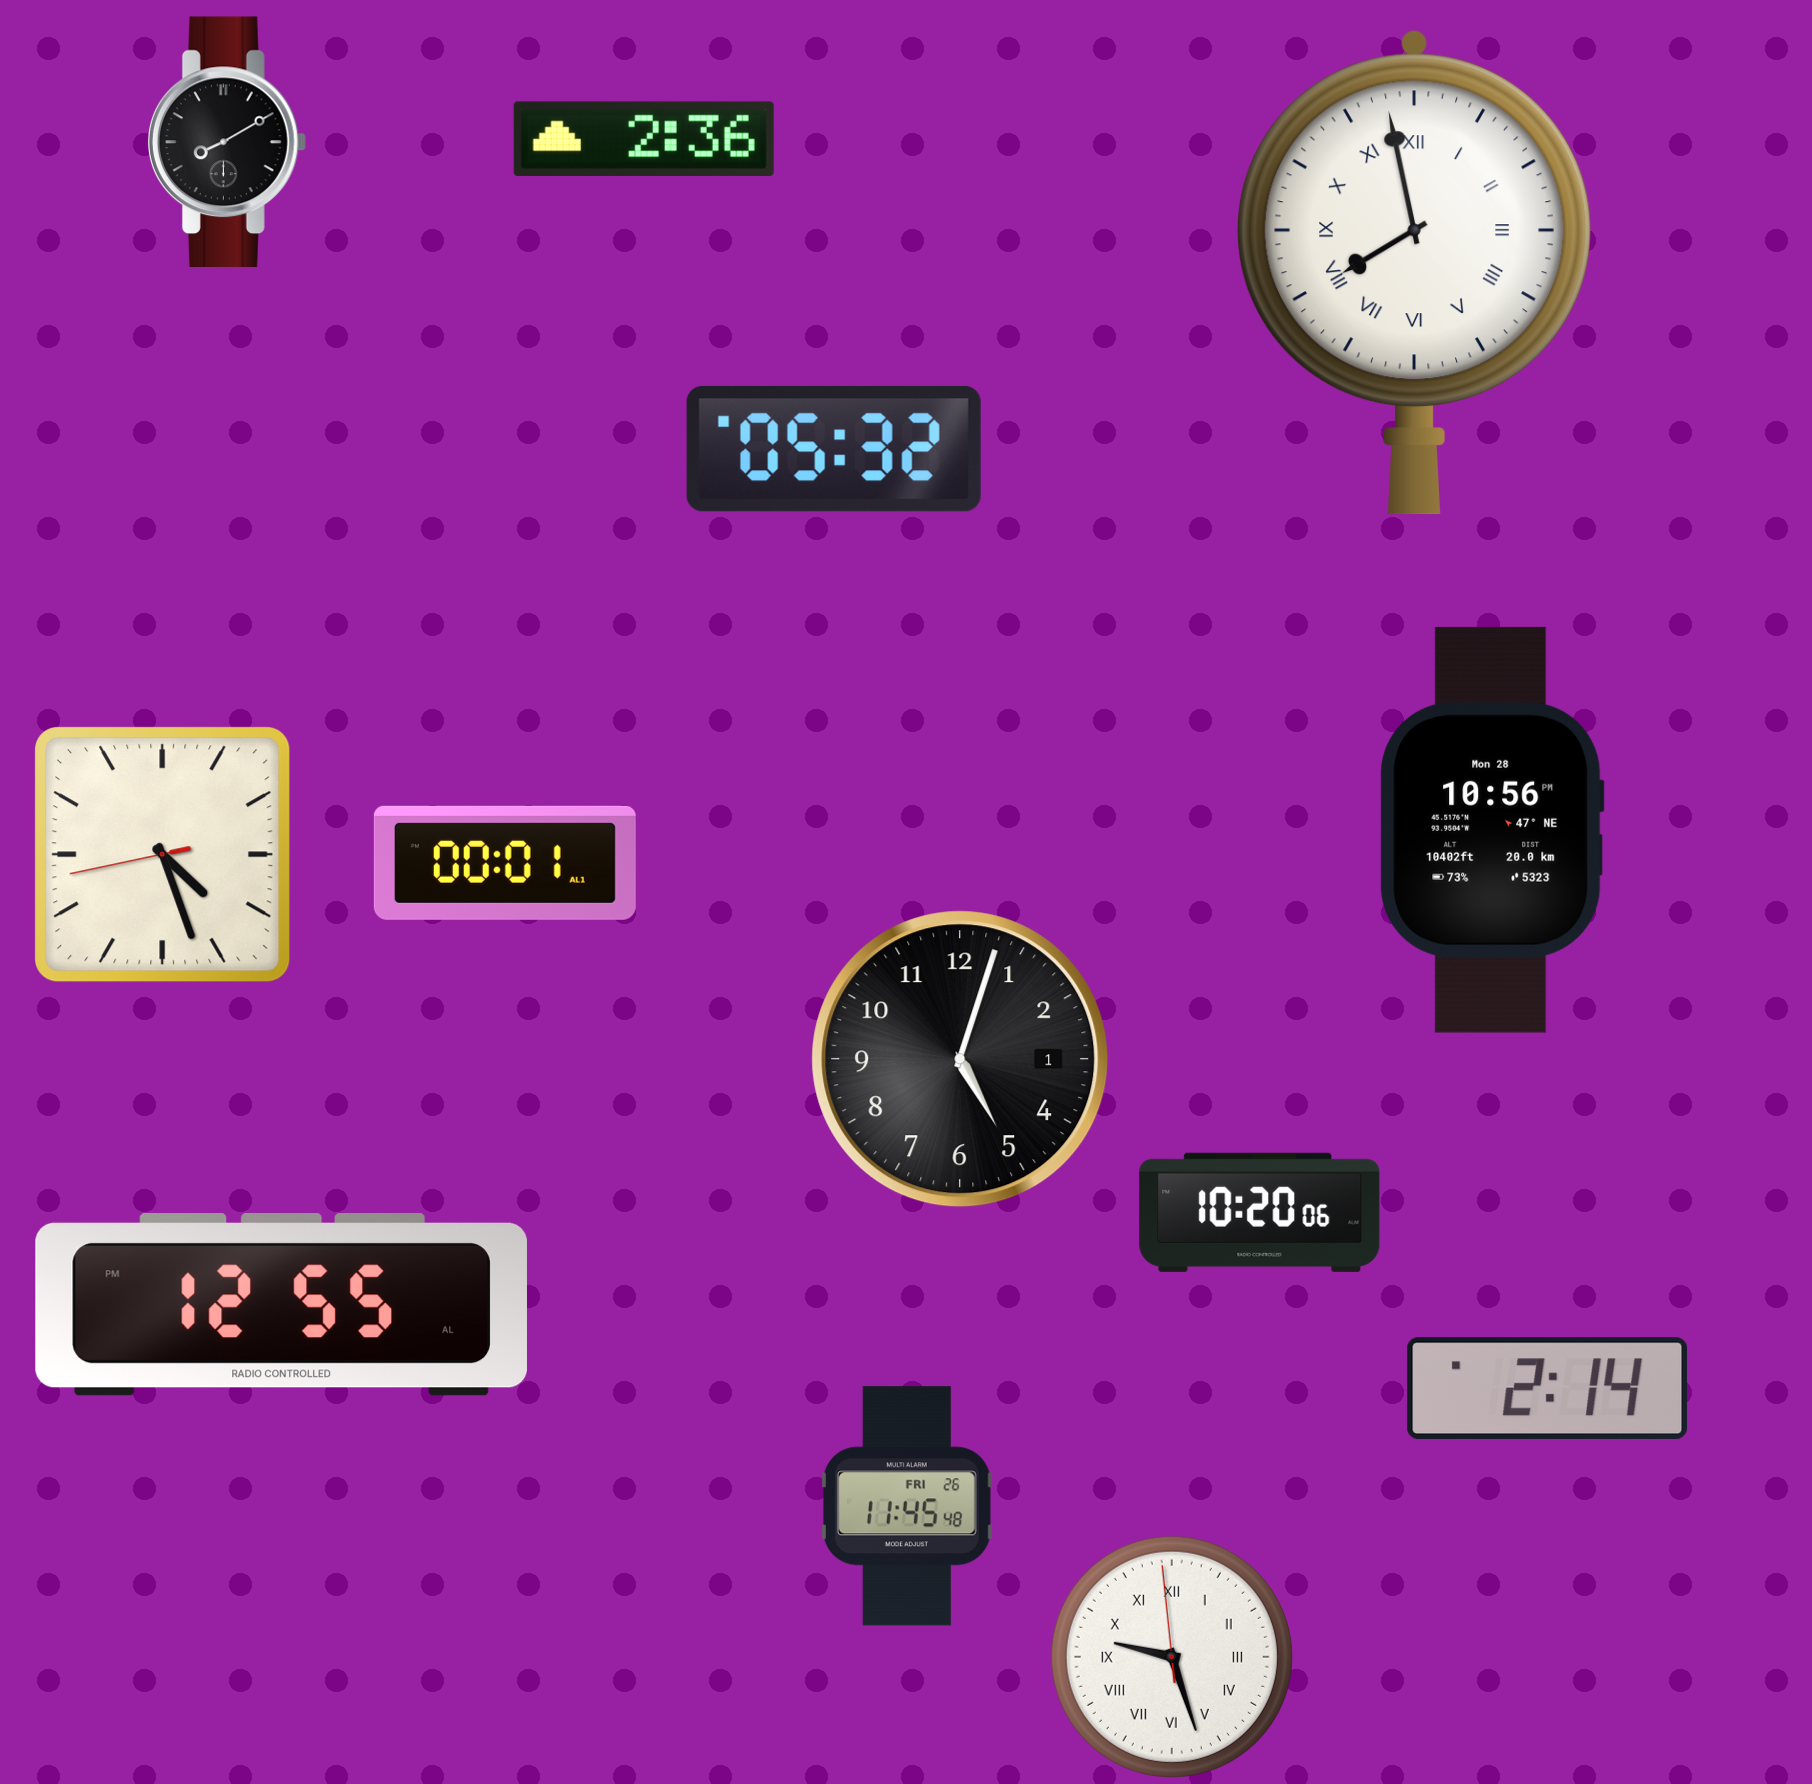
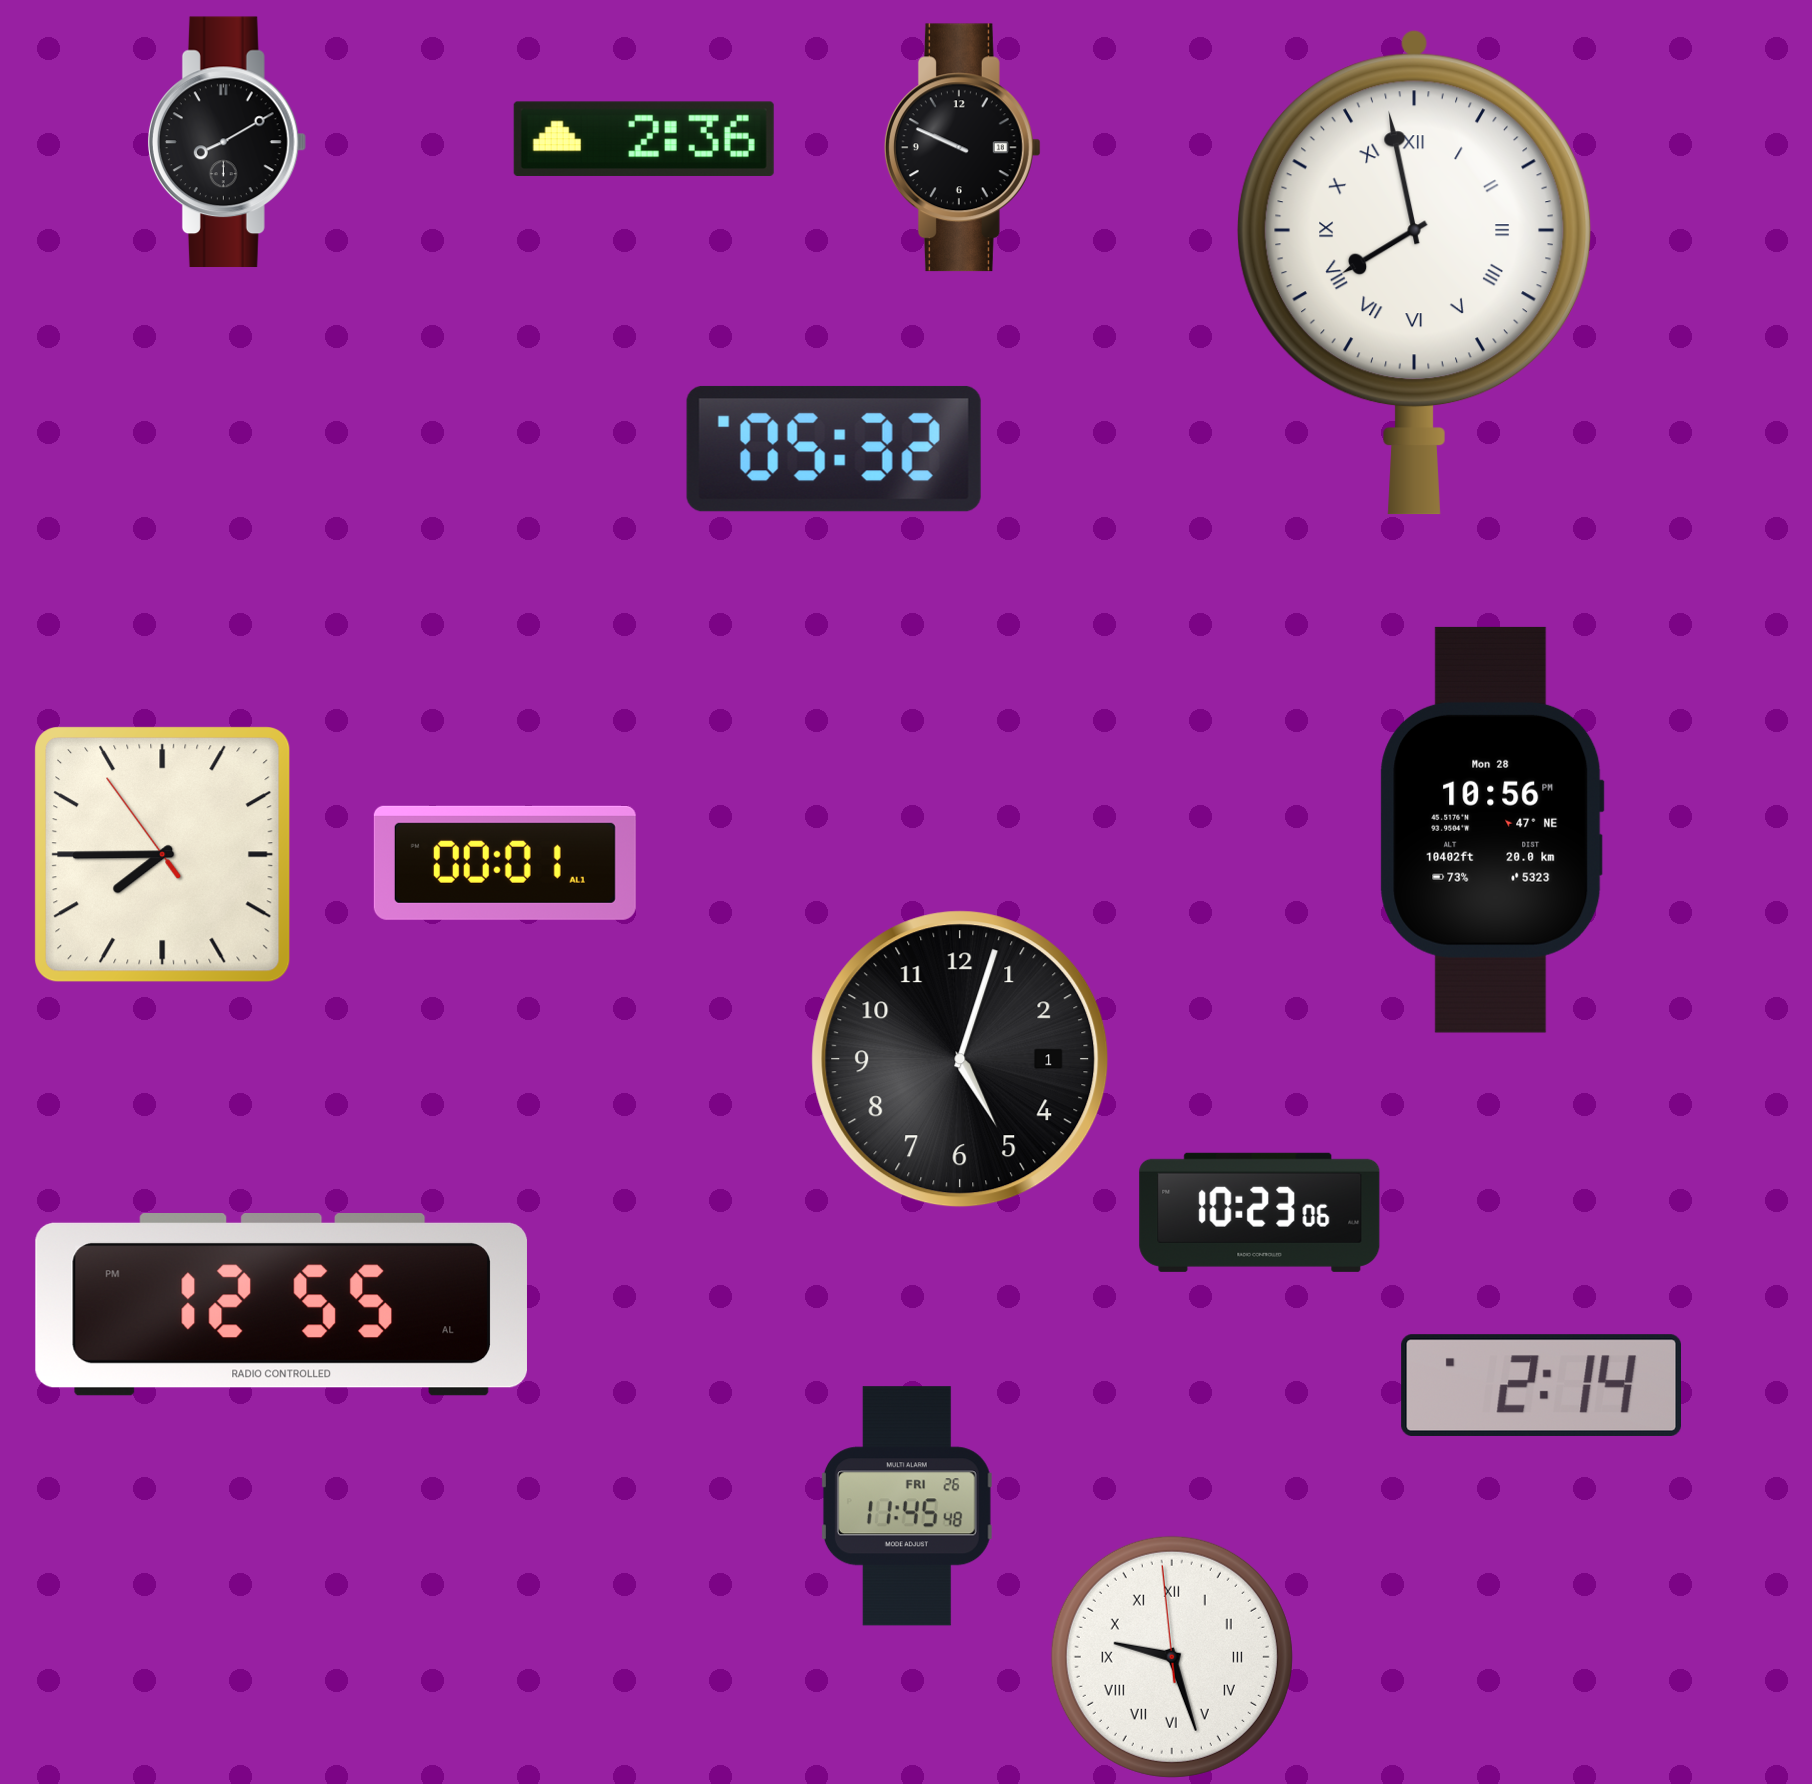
clock at (962, 148): none -> 9:49
clock at (163, 855): 4:26 -> 7:44
clock at (1260, 1212): 10:20 -> 10:23
clock at (1547, 1388) position: (1547, 1388) -> (1541, 1385)
